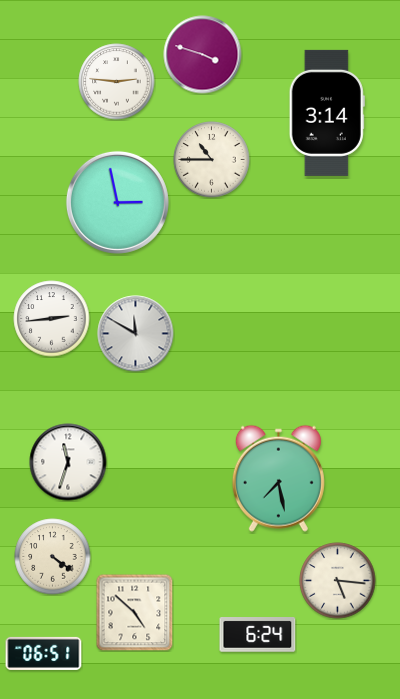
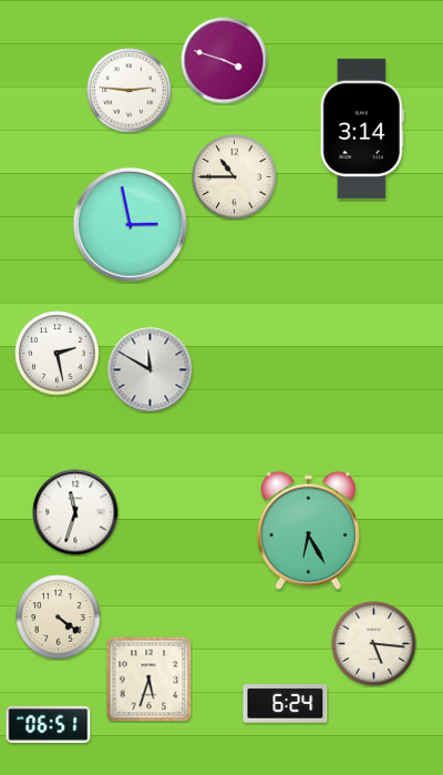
clock at (327, 113) position: (327, 113) -> (362, 129)
clock at (52, 319): 2:44 -> 2:28
clock at (278, 478): 7:28 -> 6:25
clock at (134, 612): 4:52 -> 5:33
